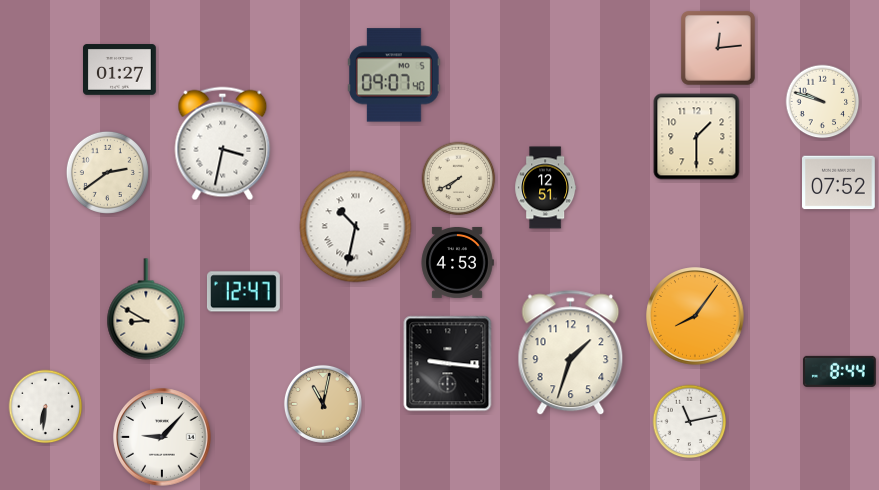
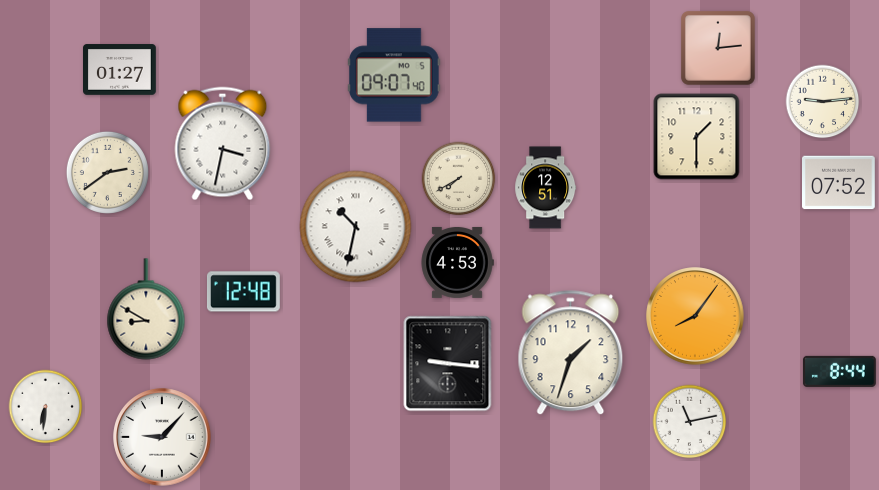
clock at (823, 102): 9:48 -> 9:14
clock at (243, 292): 12:47 -> 12:48
clock at (323, 404): 11:02 -> none
